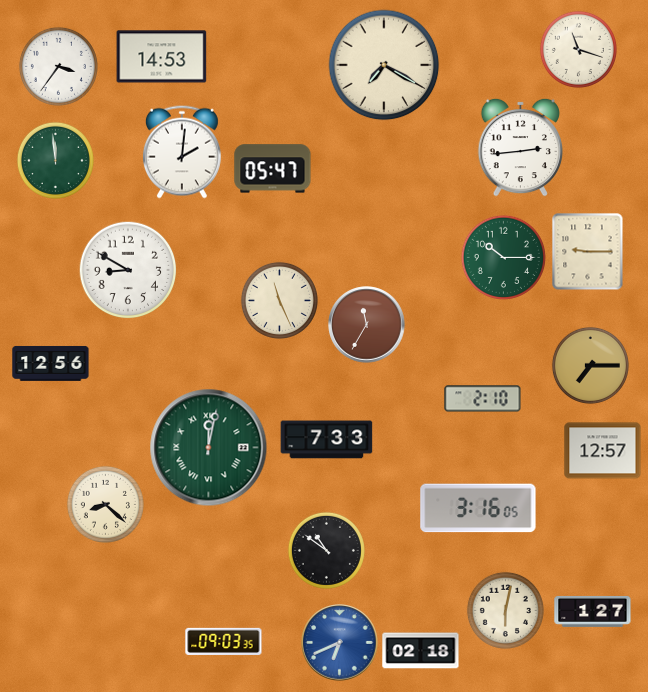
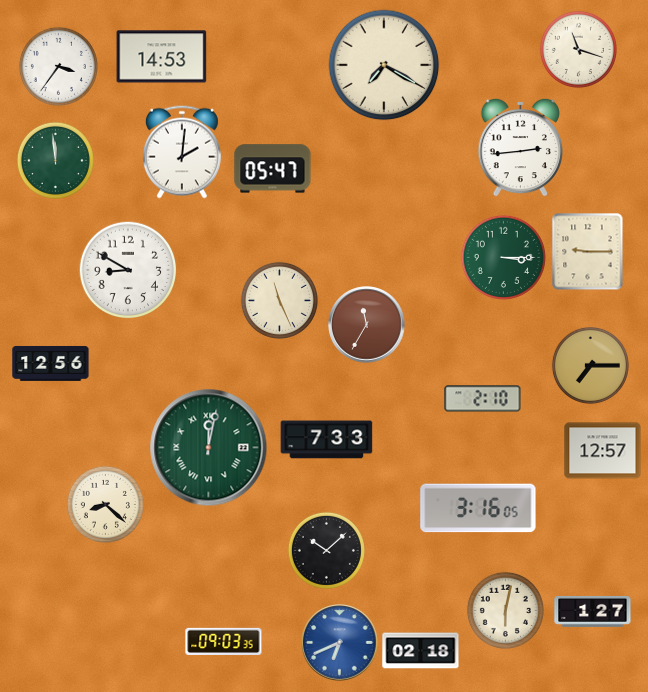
clock at (503, 257): 10:15 -> 3:15
clock at (326, 550): 10:51 -> 10:08
